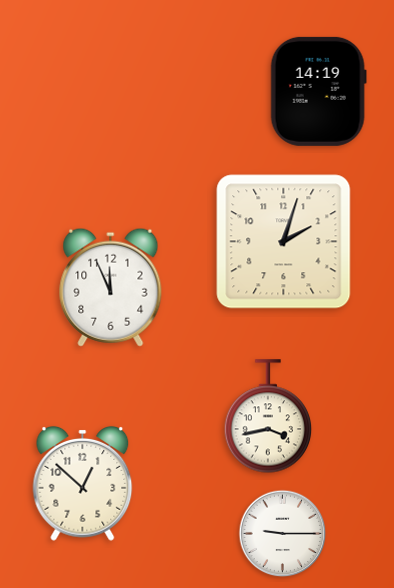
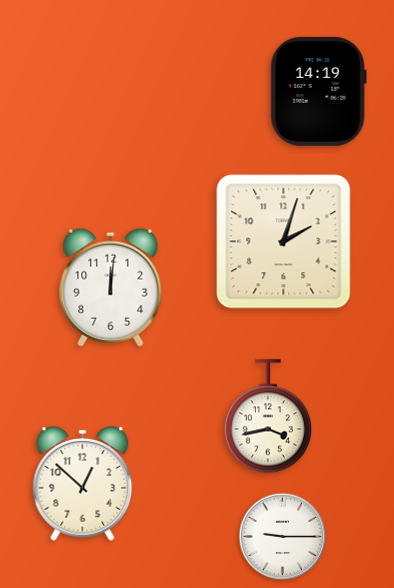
clock at (111, 287): 11:56 -> 12:01
clock at (283, 534) position: (283, 534) -> (283, 537)
